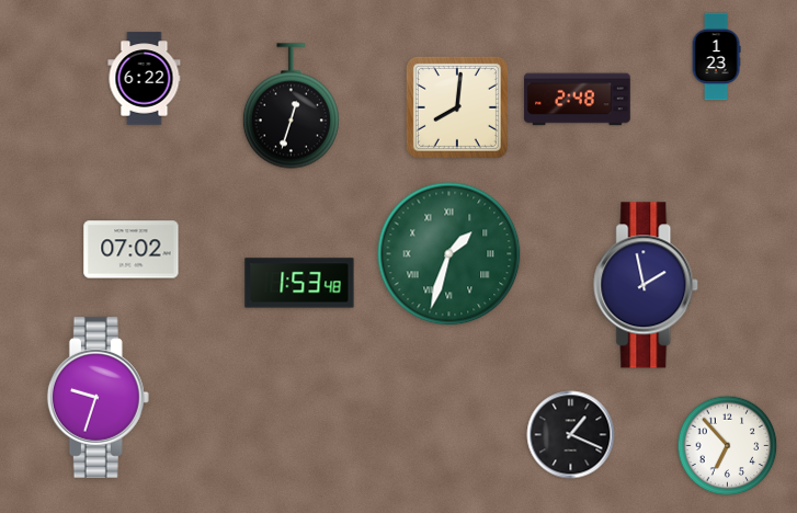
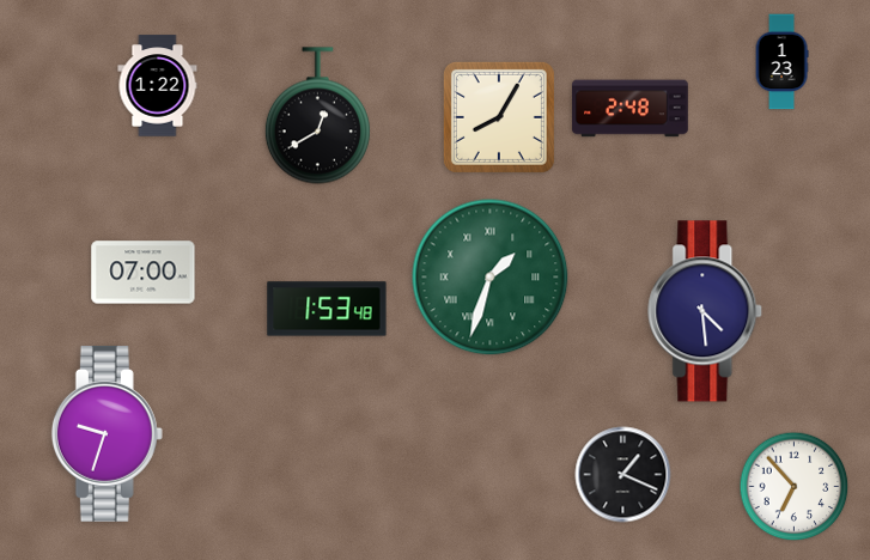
clock at (145, 79): 6:22 -> 1:22
clock at (291, 106): 12:33 -> 12:40
clock at (457, 107): 8:01 -> 8:05
clock at (132, 250): 07:02 -> 07:00
clock at (647, 285): 1:58 -> 4:29
